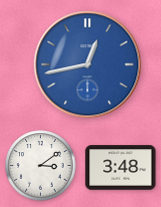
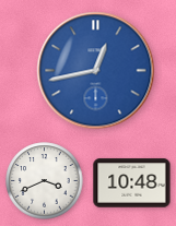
clock at (41, 166): 3:09 -> 3:41
clock at (121, 168): 3:48 -> 10:48
